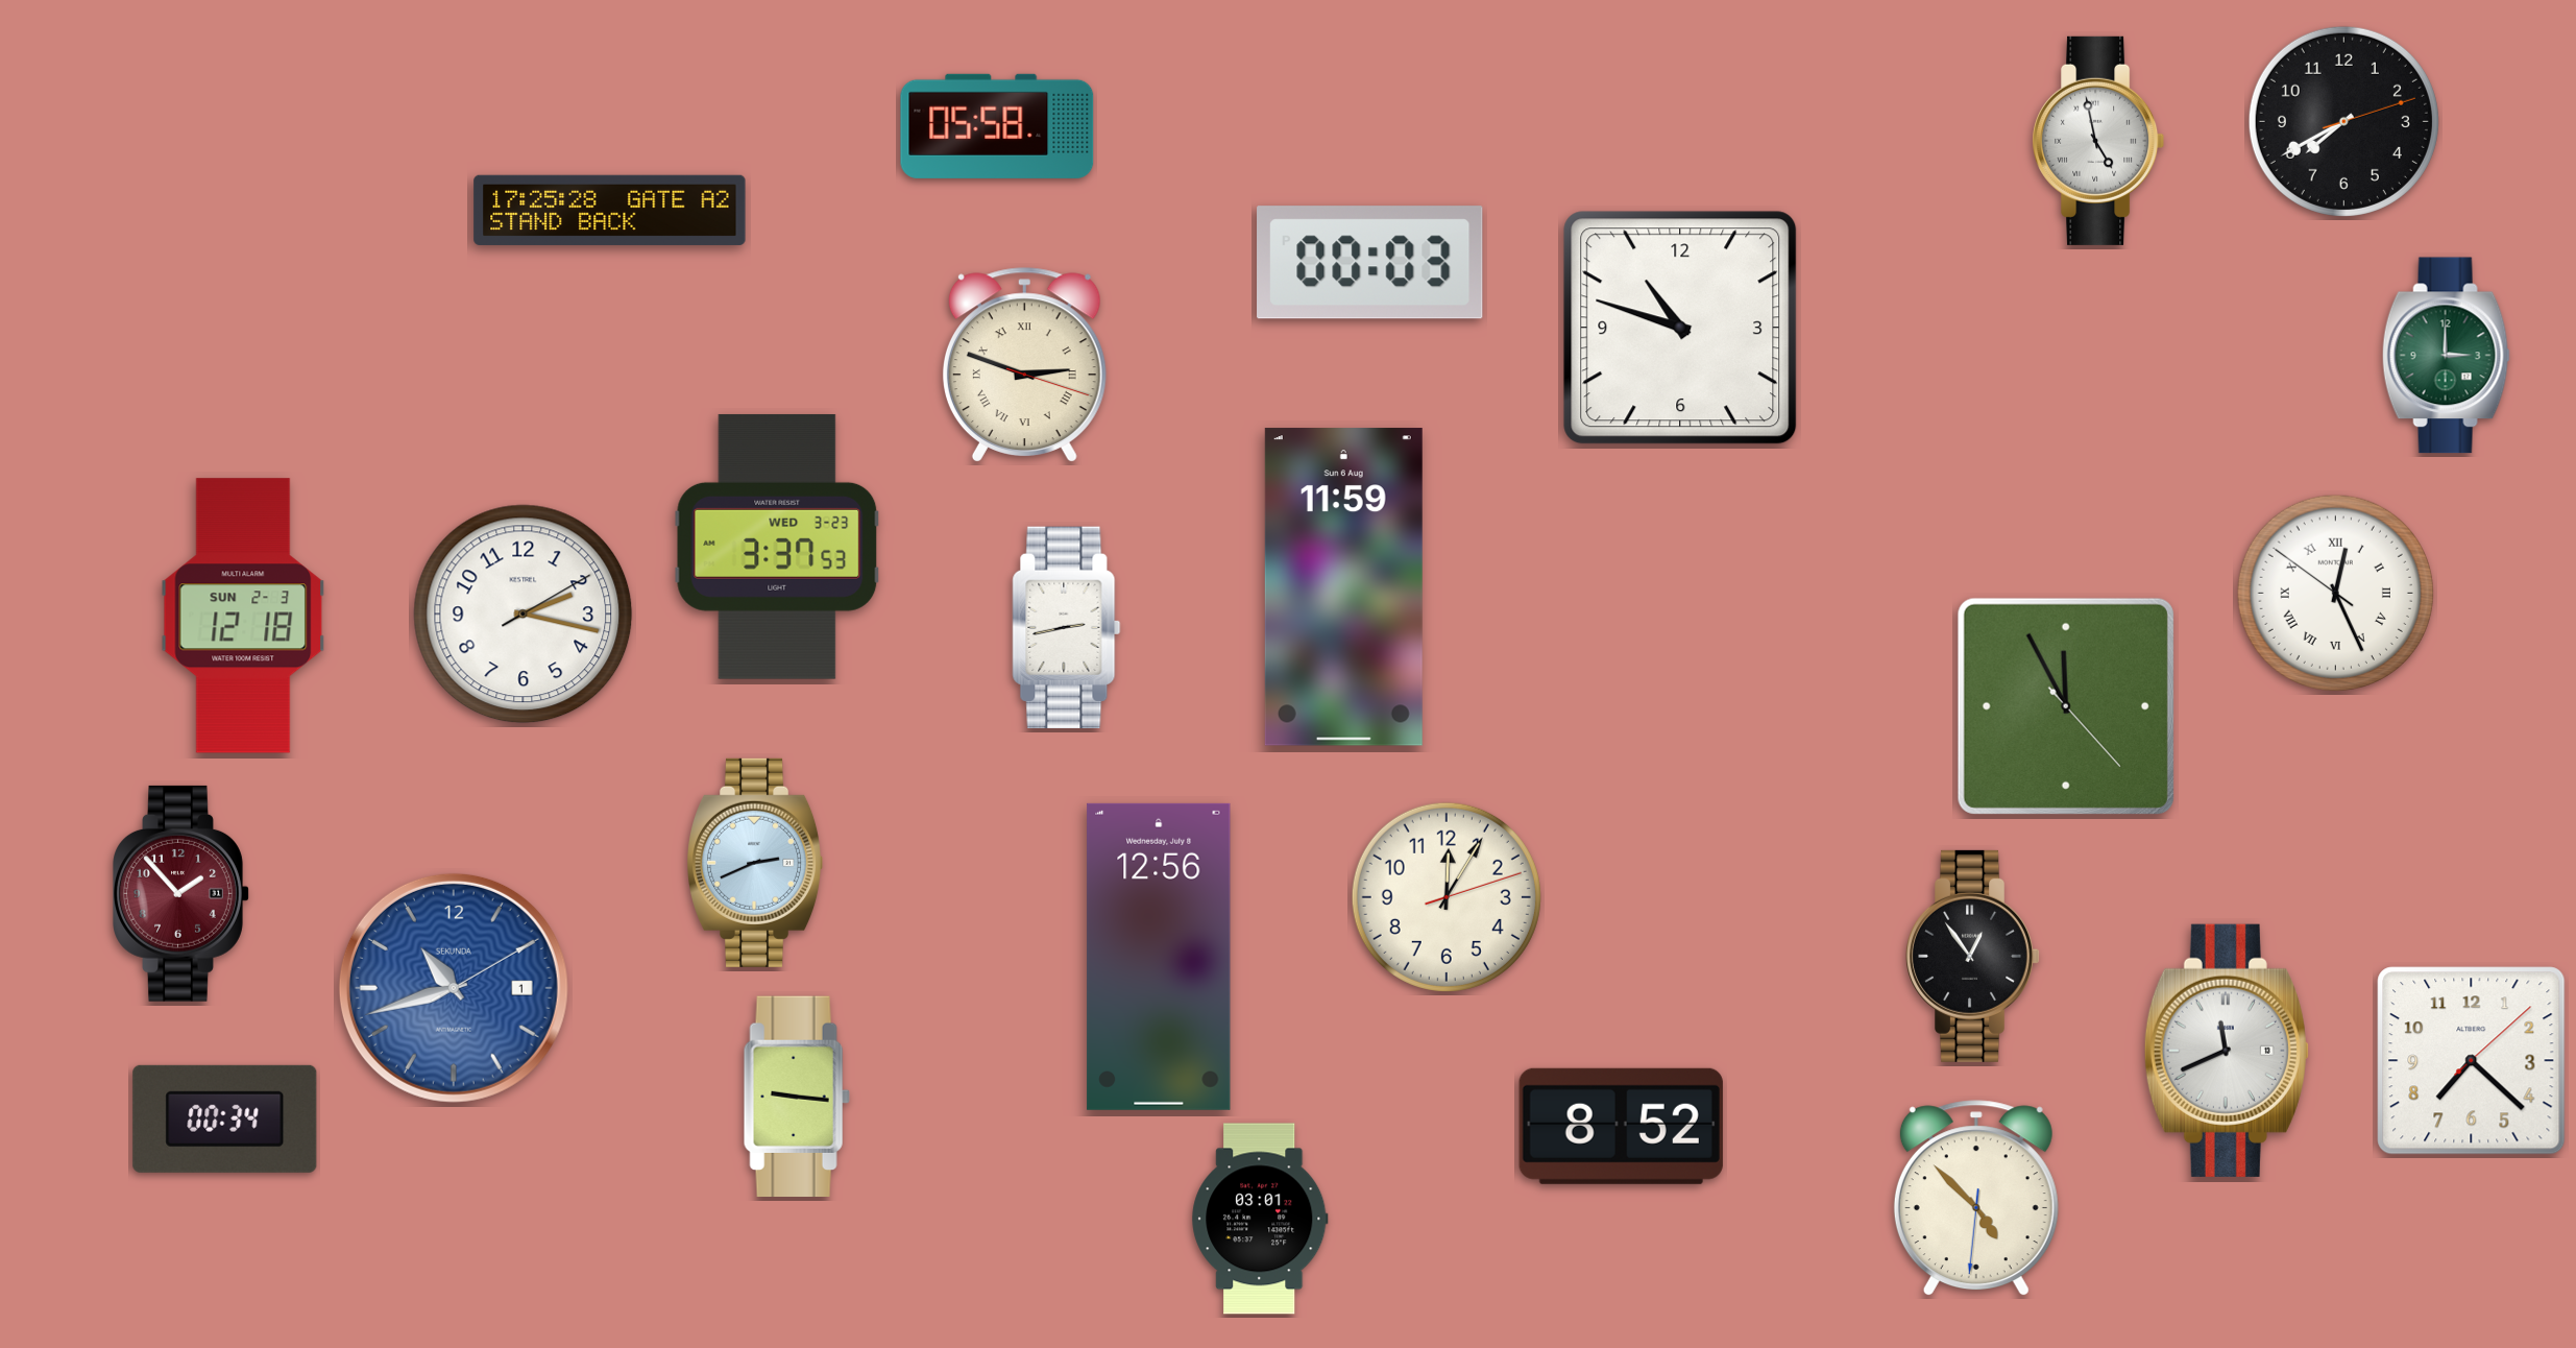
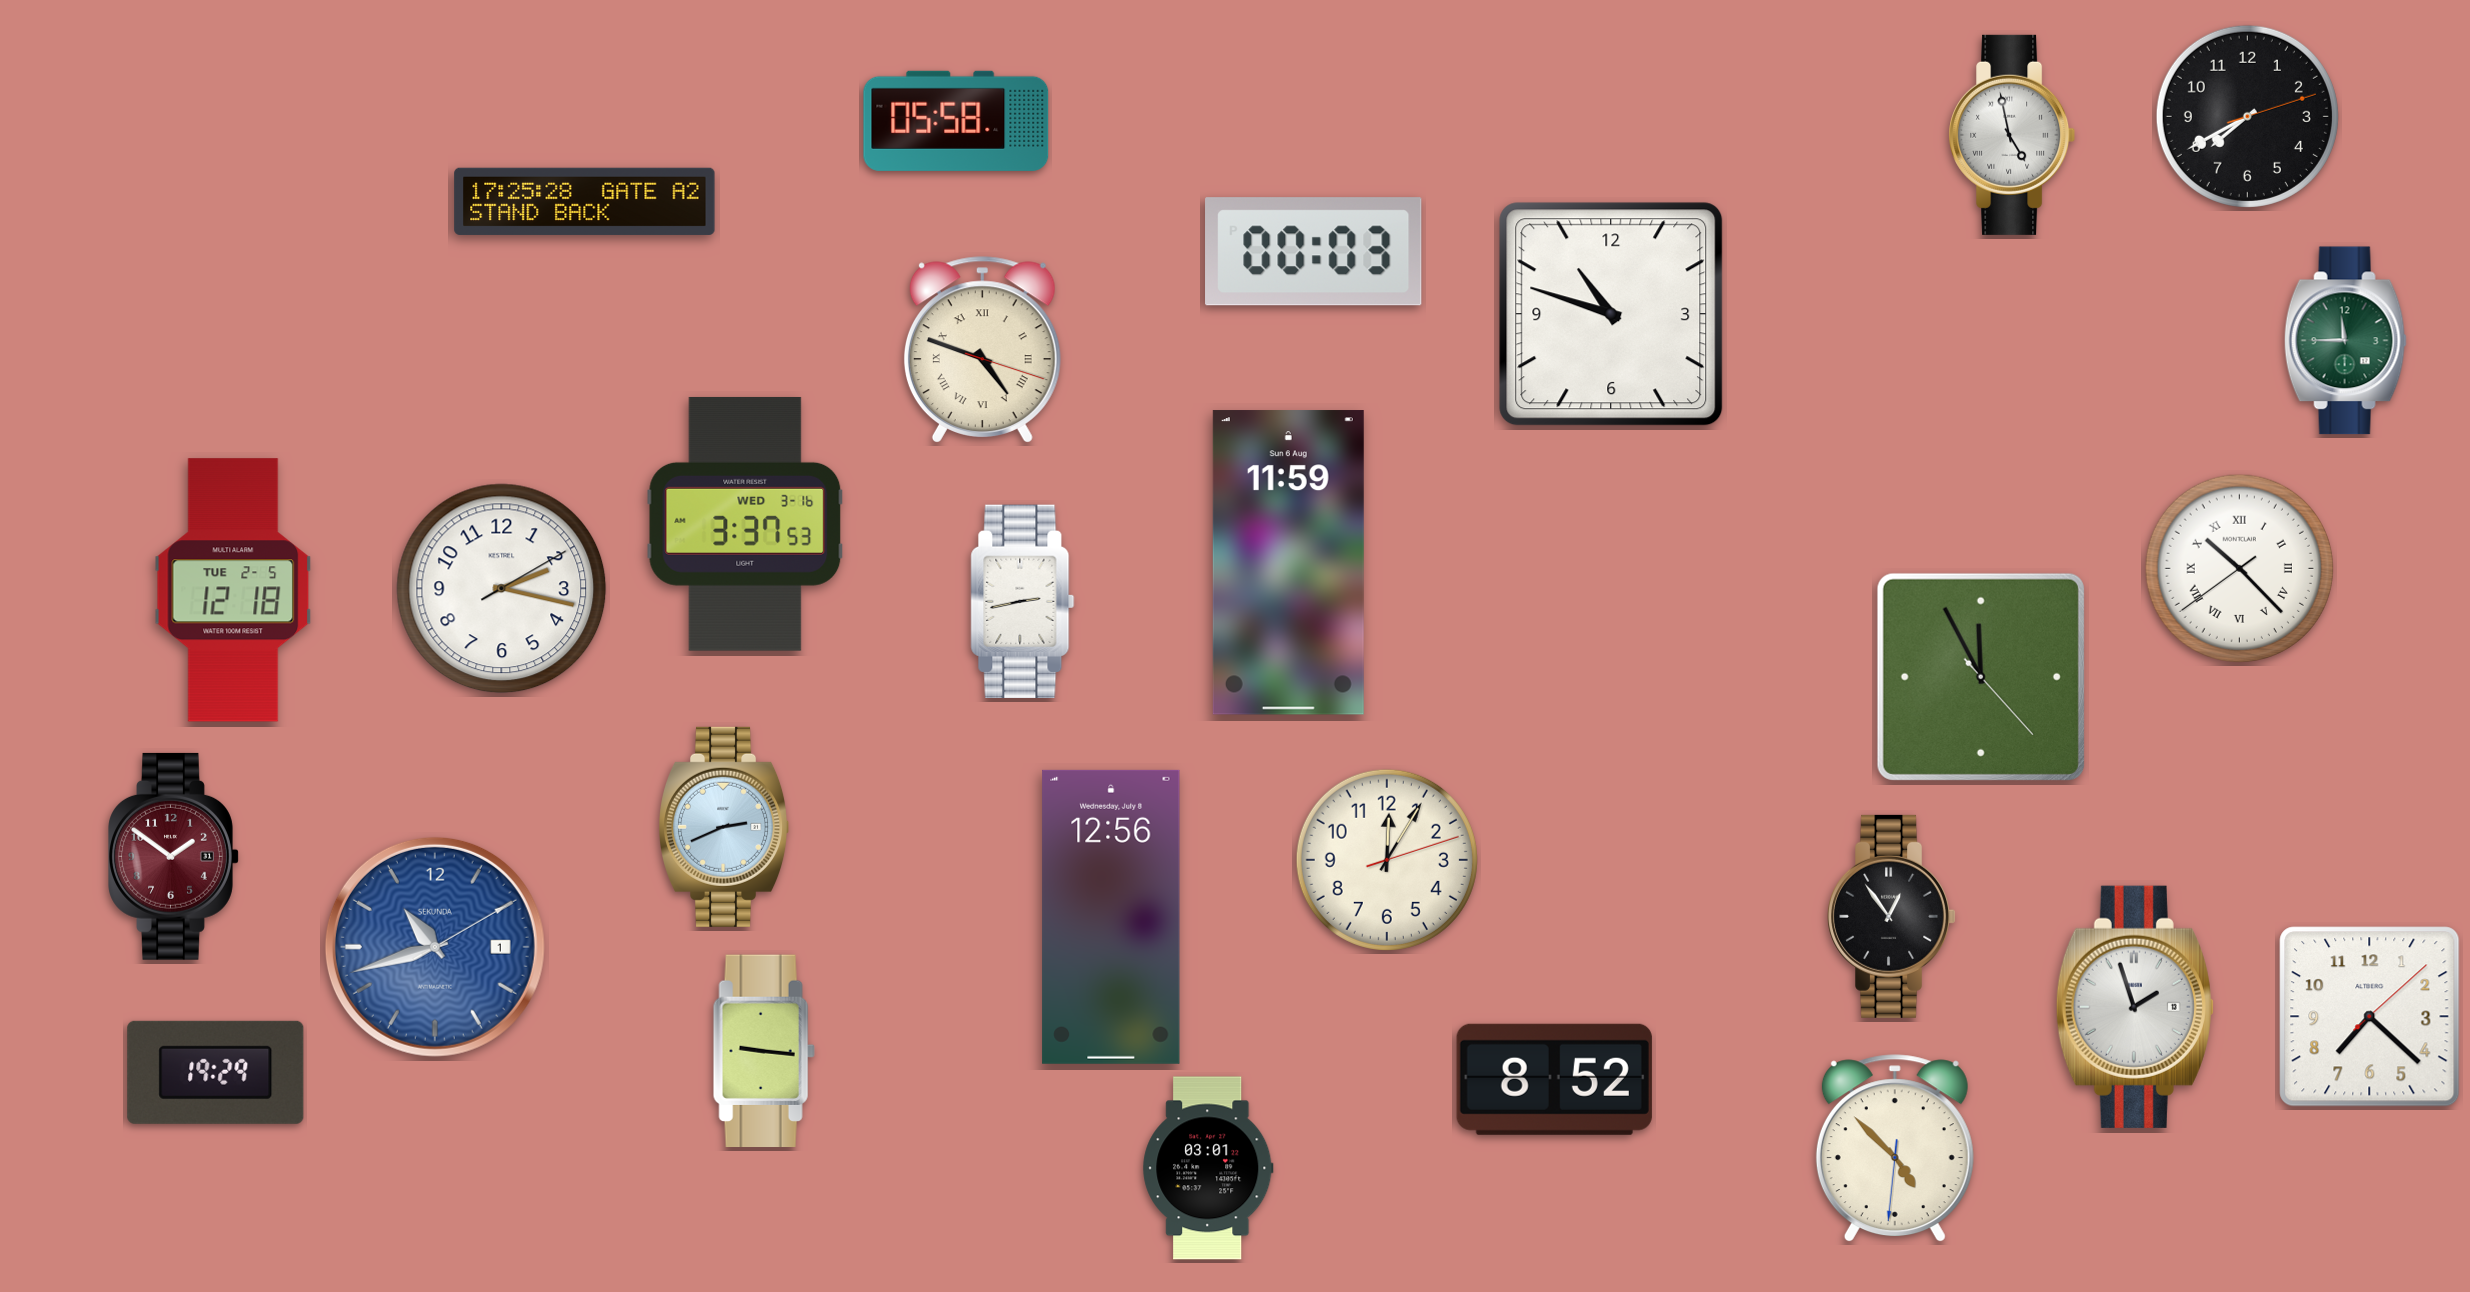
clock at (2446, 356): 3:00 -> 11:45
clock at (1024, 365): 2:48 -> 4:48
clock at (777, 547) date: WED 3-23 -> WED 3-16
clock at (2335, 593): 12:25 -> 10:22
clock at (243, 616) date: SUN 2-3 -> TUE 2-5
clock at (181, 893): 1:53 -> 1:51
clock at (2227, 1051): 11:41 -> 1:57
clock at (225, 1118): 00:34 -> 19:29
